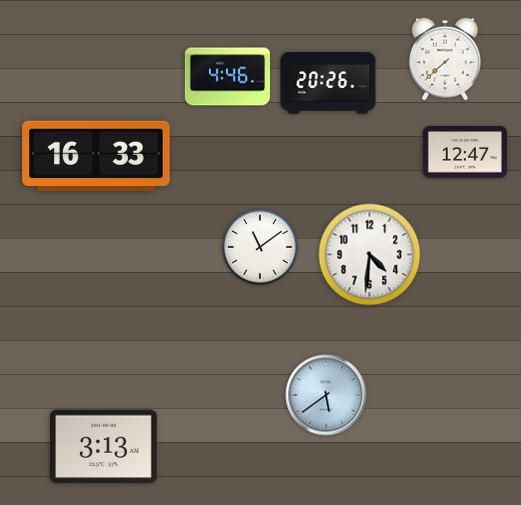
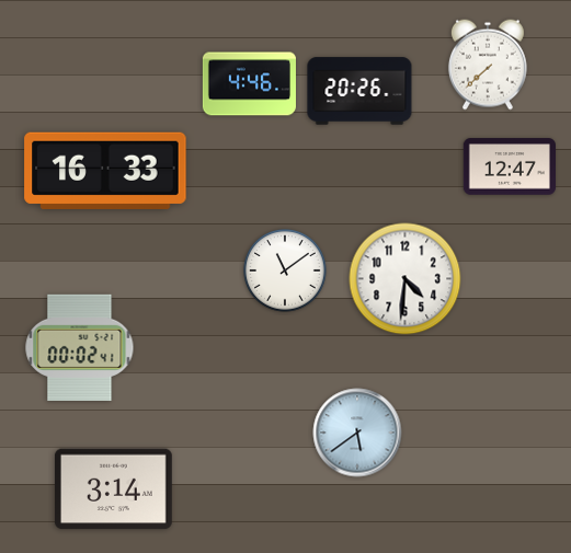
clock at (80, 347): none -> 00:02
clock at (103, 447): 3:13 -> 3:14
